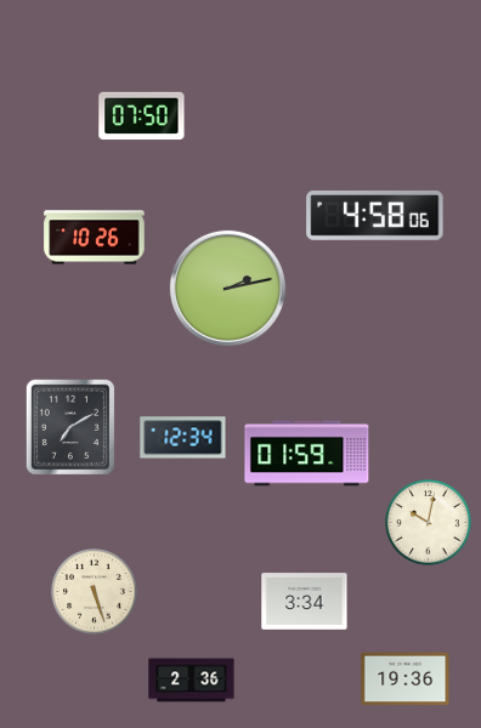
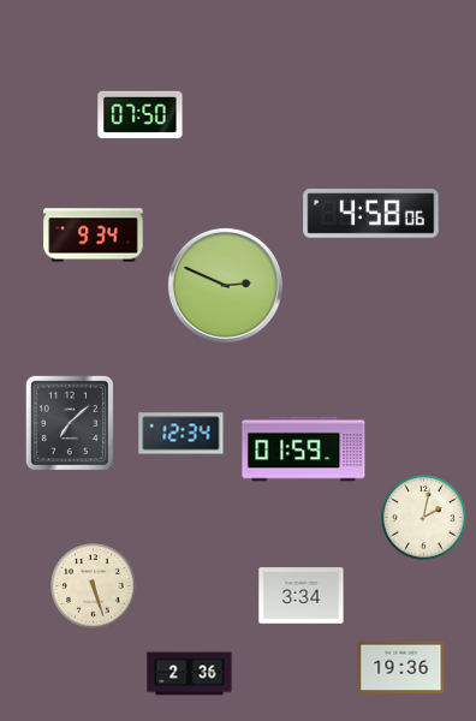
clock at (95, 238): 10:26 -> 9:34
clock at (227, 288): 2:13 -> 2:49
clock at (70, 427): 7:10 -> 7:08
clock at (429, 523): 10:02 -> 2:02
clock at (406, 679) position: (406, 679) -> (401, 668)
